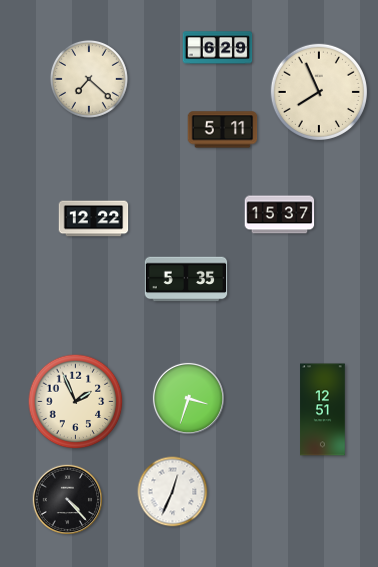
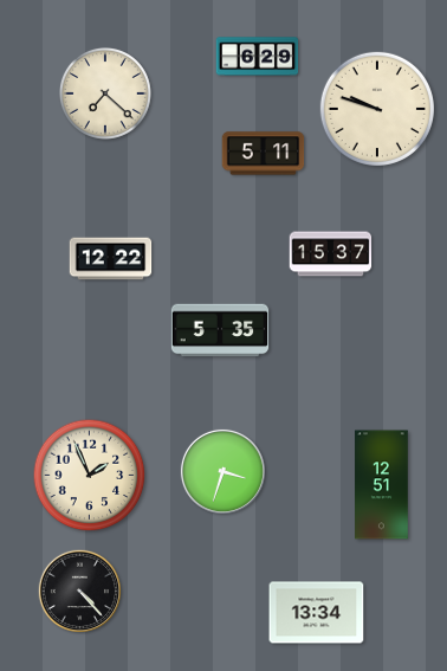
clock at (319, 92): 7:56 -> 9:48
clock at (173, 492): 12:34 -> none
clock at (317, 613): none -> 13:34
